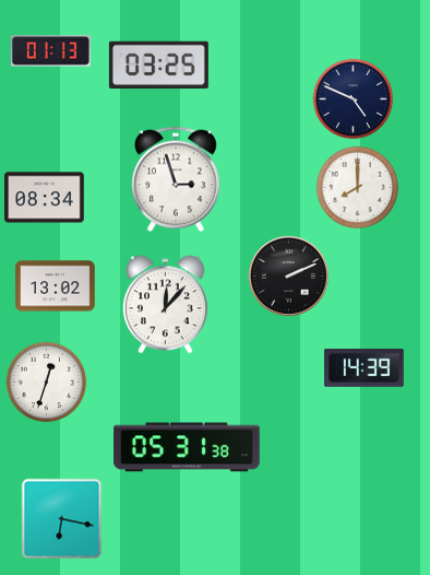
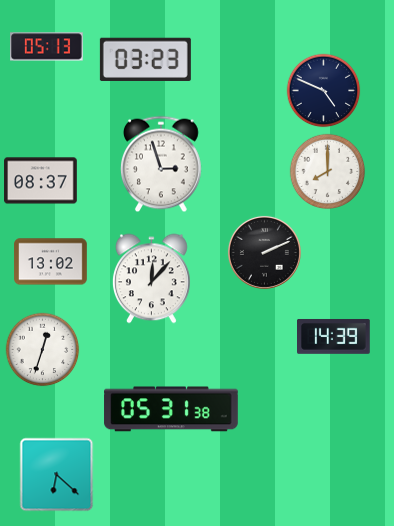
clock at (51, 51): 01:13 -> 05:13
clock at (158, 64): 03:25 -> 03:23
clock at (45, 198): 08:34 -> 08:37
clock at (62, 519): 6:17 -> 6:22
